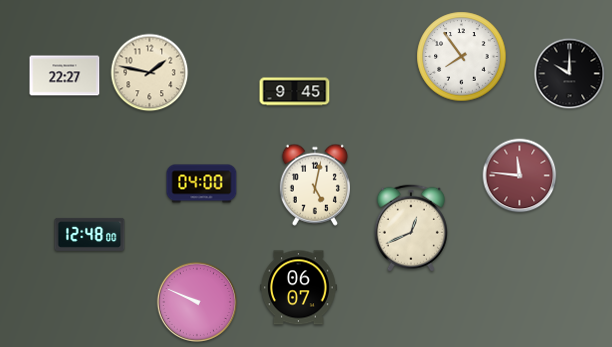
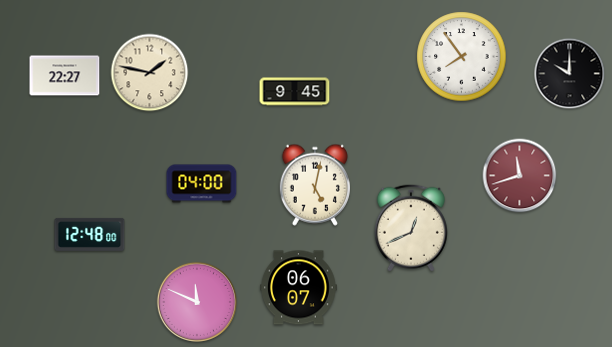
clock at (520, 176): 11:46 -> 11:42
clock at (197, 302): 9:49 -> 11:49
